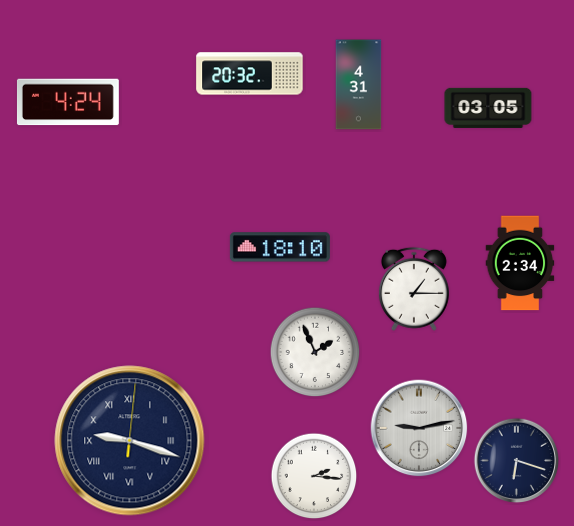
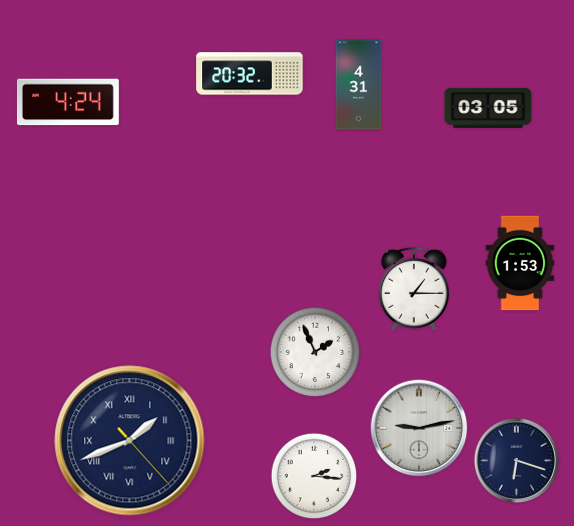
clock at (280, 247): 18:10 -> none
clock at (520, 263): 2:34 -> 1:53
clock at (130, 441): 9:18 -> 1:41
